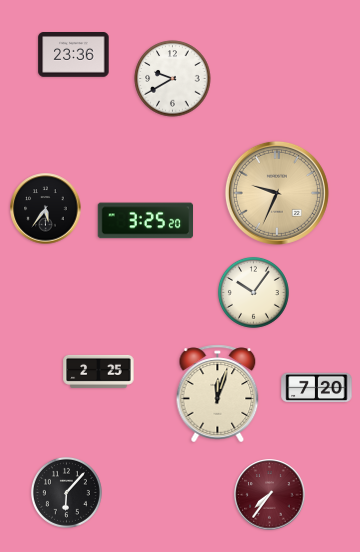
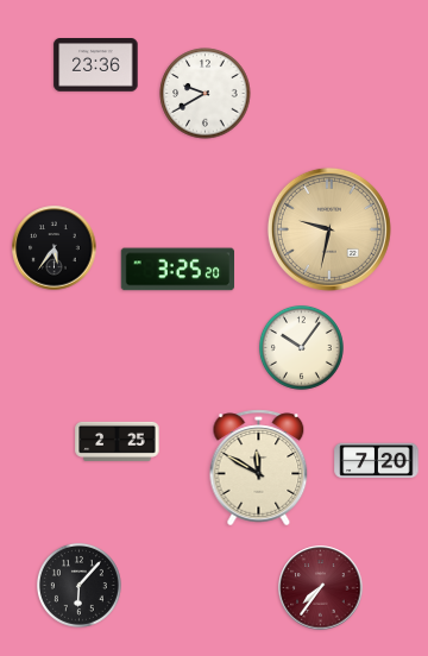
clock at (74, 55) position: (74, 55) -> (96, 65)
clock at (277, 193): 9:34 -> 9:32
clock at (145, 221) position: (145, 221) -> (177, 270)
clock at (218, 394): 12:03 -> 11:50
